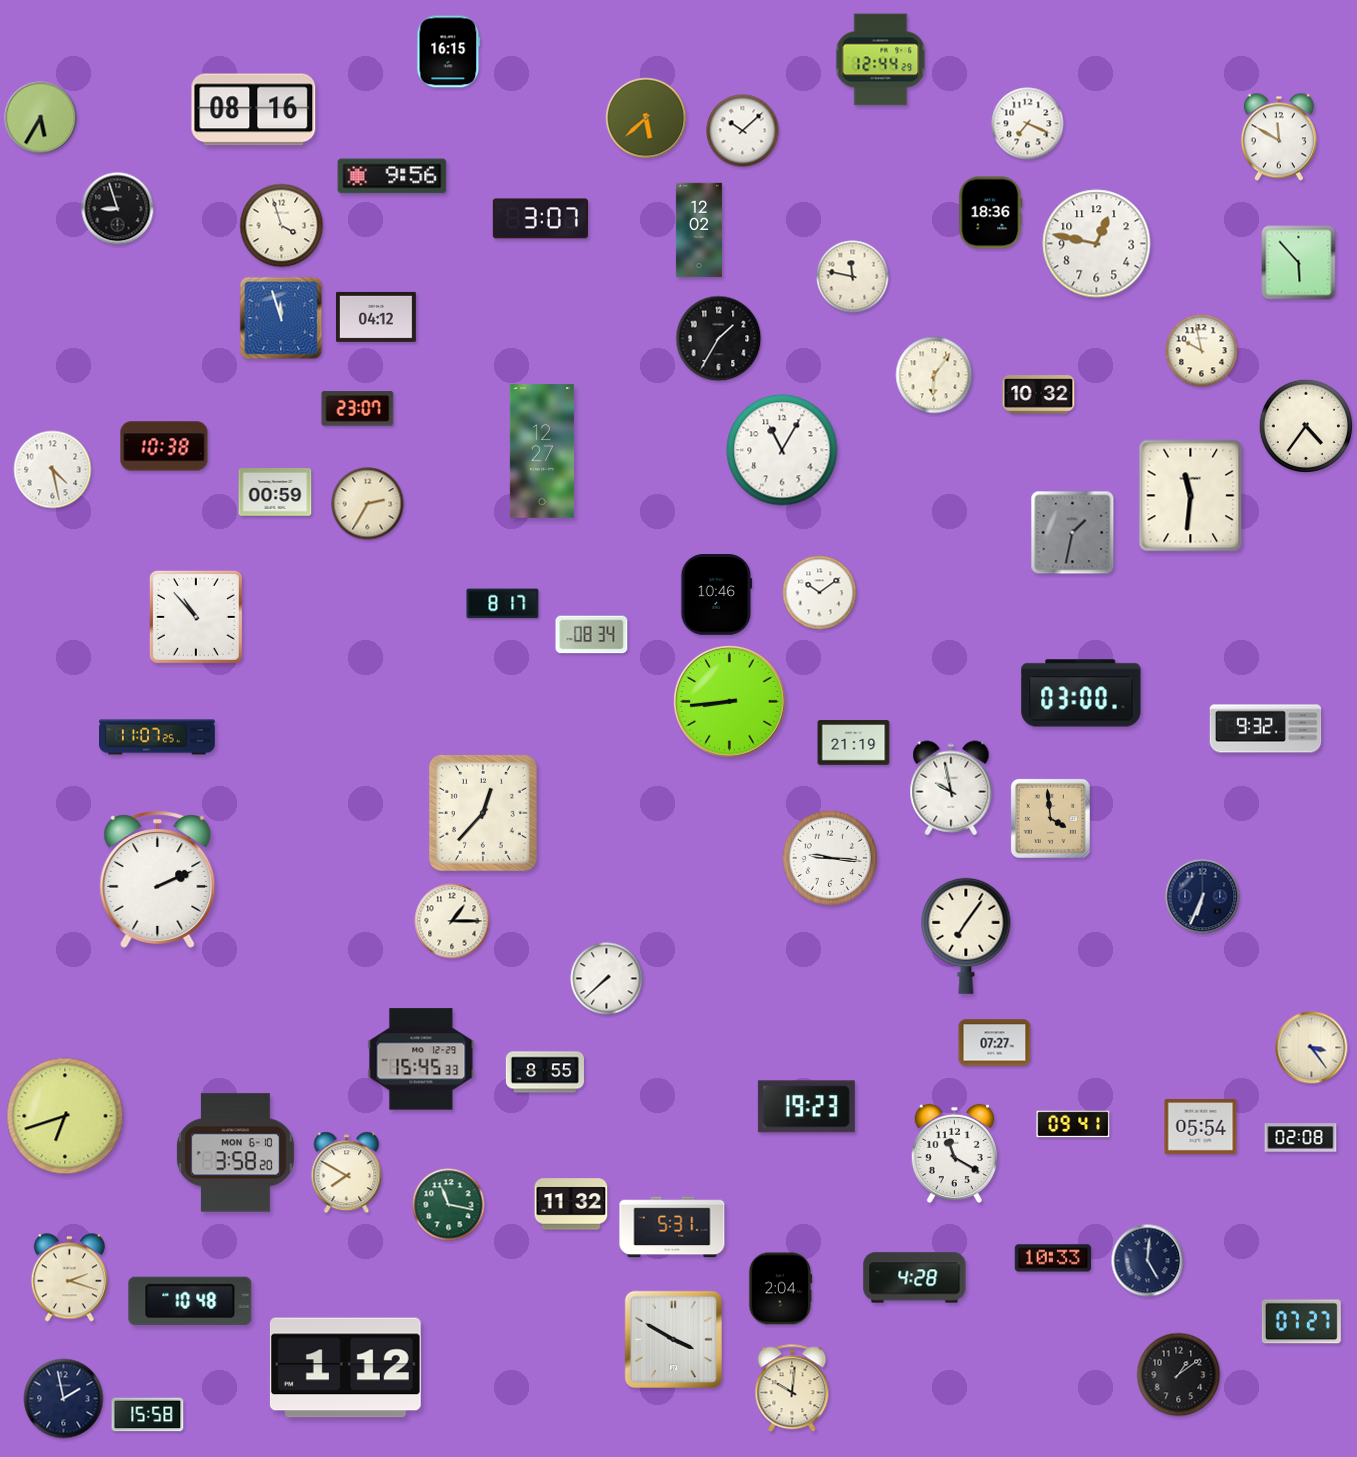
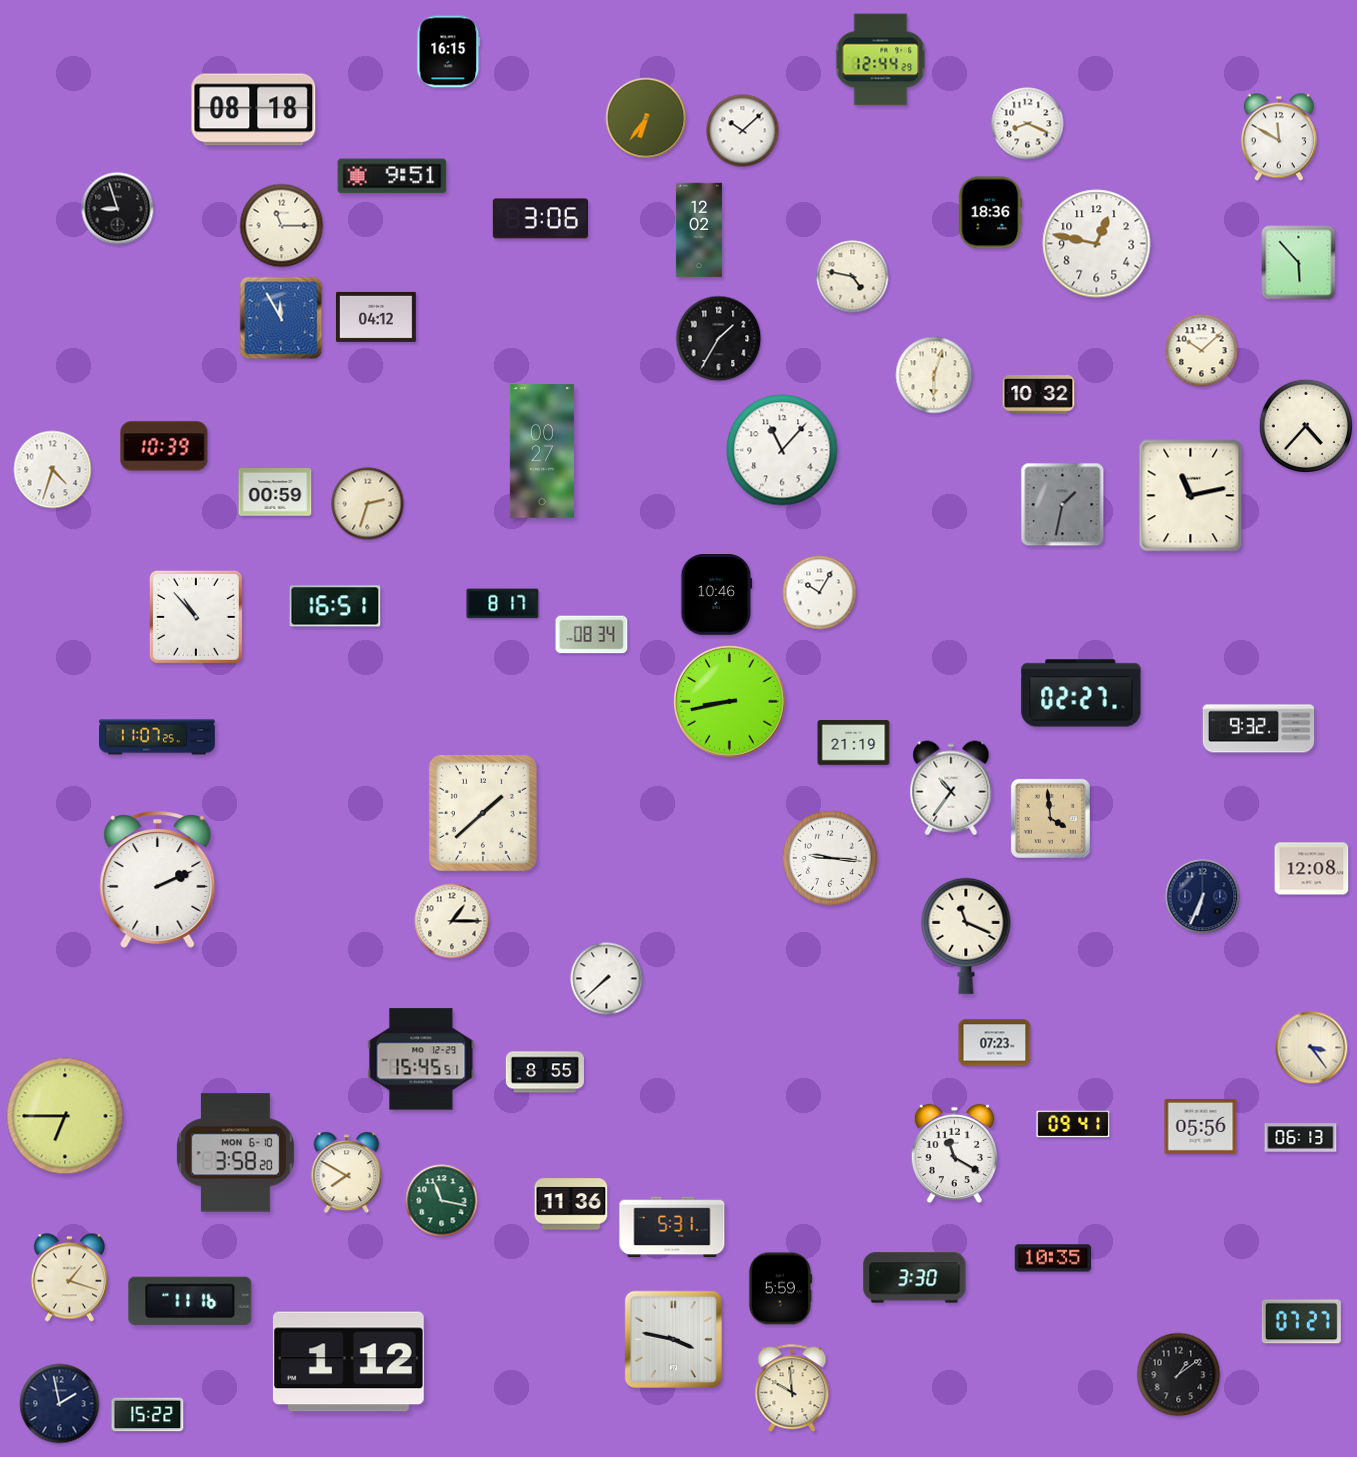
clock at (254, 110): 08:16 -> 08:18
clock at (41, 118): 5:35 -> none
clock at (646, 118): 5:38 -> 6:36
clock at (1028, 124): 7:19 -> 8:19
clock at (392, 176): 9:56 -> 9:51
clock at (540, 219): 3:07 -> 3:06
clock at (282, 226): 3:57 -> 11:15
clock at (853, 277): 11:47 -> 4:47
clock at (281, 318): 11:57 -> 11:55
clock at (1202, 351): 9:58 -> 10:08
clock at (934, 375): 6:06 -> 6:03
clock at (358, 409): 23:07 -> none
clock at (1305, 425): 4:36 -> 4:37
clock at (164, 446): 10:38 -> 10:39
clock at (782, 450): 11:05 -> 11:07
clock at (542, 451): 12:27 -> 00:27
clock at (53, 470): 4:28 -> 4:33
clock at (1191, 496): 11:31 -> 11:13
clock at (368, 504): 2:35 -> 2:33
clock at (1073, 533) position: (1073, 533) -> (1063, 505)
clock at (820, 593): 10:09 -> 10:05
clock at (335, 606): none -> 16:51
clock at (1081, 693): 03:00 -> 02:27
clock at (730, 702): 8:44 -> 8:43
clock at (1266, 729) position: (1266, 729) -> (1259, 729)
clock at (951, 788): 9:58 -> 10:36
clock at (483, 813): 12:37 -> 1:38
clock at (1312, 869): none -> 12:08
clock at (966, 936): 7:06 -> 11:19
clock at (995, 1043): 07:27 -> 07:23
clock at (421, 1059): 15:45:33 -> 15:45:51
clock at (806, 1107): 19:23 -> none
clock at (65, 1116): 6:42 -> 6:45
clock at (1201, 1126): 05:54 -> 05:56
clock at (1301, 1138): 02:08 -> 06:13
clock at (571, 1204): 11:32 -> 11:36
clock at (449, 1205) position: (449, 1205) -> (442, 1201)
clock at (1053, 1258): 10:33 -> 10:35
clock at (1148, 1261): 5:01 -> none
clock at (69, 1278): 2:18 -> 1:18
clock at (915, 1278): 4:28 -> 3:30
clock at (780, 1289): 2:04 -> 5:59
clock at (190, 1301): 10:48 -> 11:16
clock at (673, 1339): 3:50 -> 3:47
clock at (345, 1368) position: (345, 1368) -> (348, 1362)
clock at (792, 1389): 10:01 -> 9:59
clock at (64, 1399) position: (64, 1399) -> (60, 1404)
clock at (148, 1415): 15:58 -> 15:22
